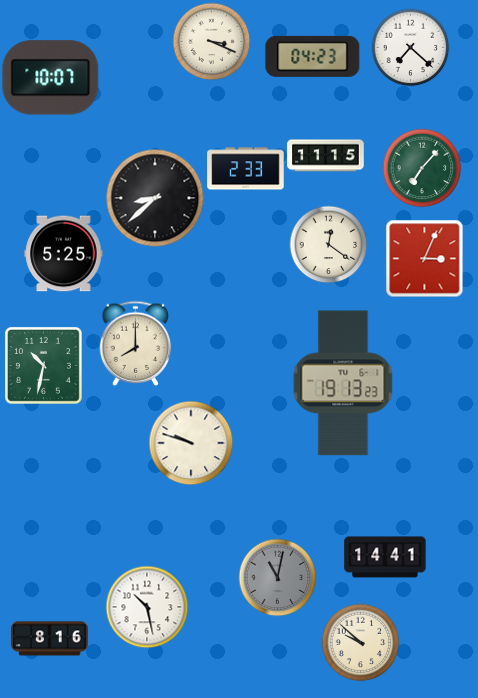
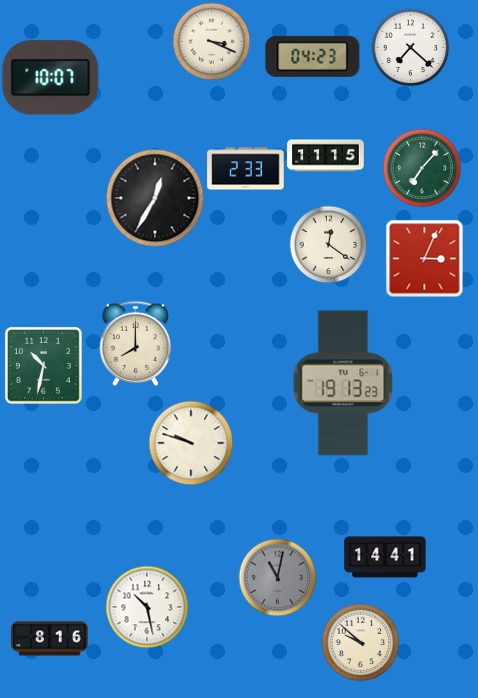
clock at (155, 198): 8:38 -> 12:35
clock at (64, 254): 5:25 -> none
